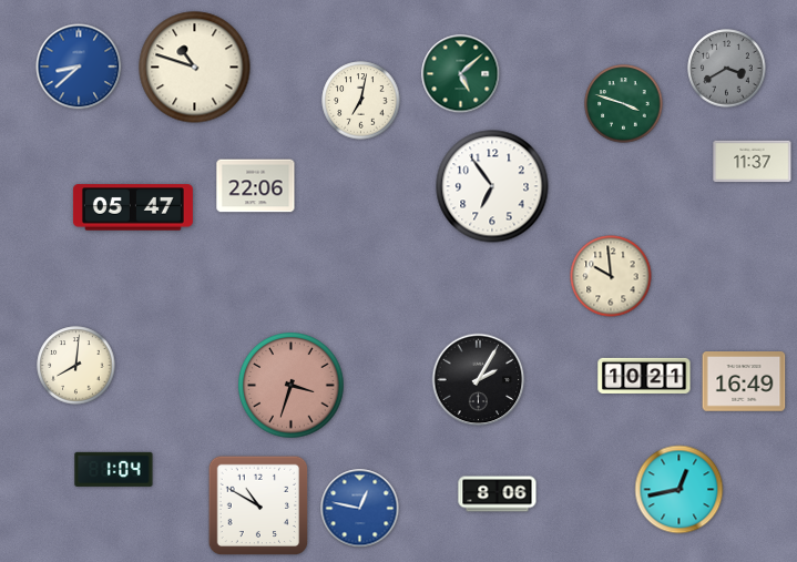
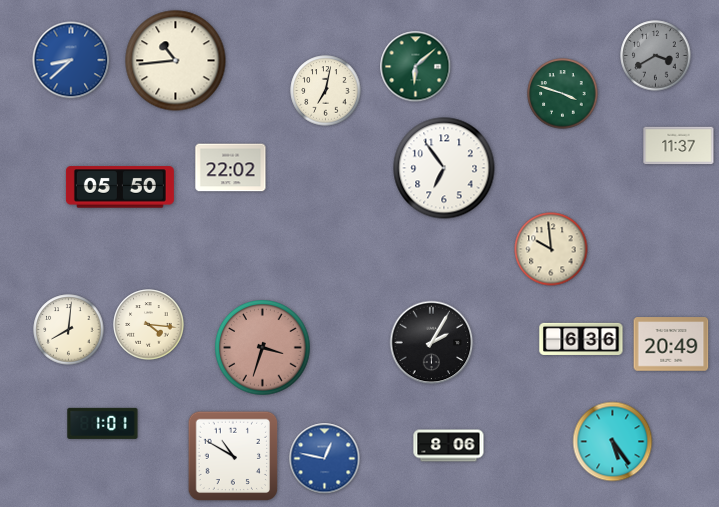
clock at (195, 68): 10:48 -> 10:44
clock at (727, 69) position: (727, 69) -> (656, 56)
clock at (461, 74): 5:08 -> 6:08
clock at (256, 186): 22:06 -> 22:02
clock at (133, 207): 05:47 -> 05:50
clock at (149, 325): none -> 4:16
clock at (644, 376): 10:21 -> 6:36
clock at (744, 381): 16:49 -> 20:49
clock at (114, 469): 1:04 -> 1:01
clock at (680, 490): 12:43 -> 5:24
